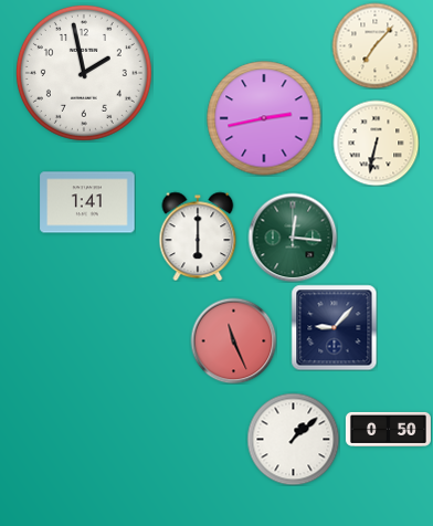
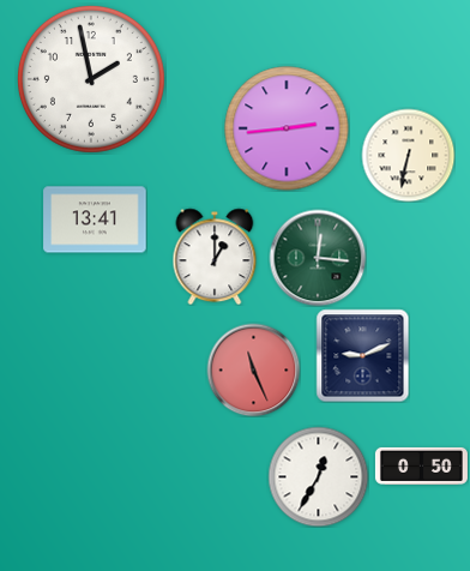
clock at (374, 45): 7:07 -> none
clock at (264, 118): 2:43 -> 2:44
clock at (87, 202): 1:41 -> 13:41
clock at (198, 236): 6:00 -> 1:00
clock at (334, 327): 9:07 -> 9:11
clock at (293, 439): 1:08 -> 12:35
